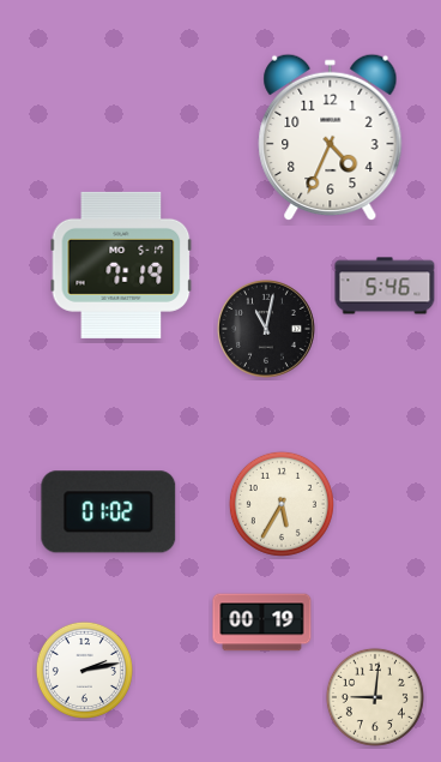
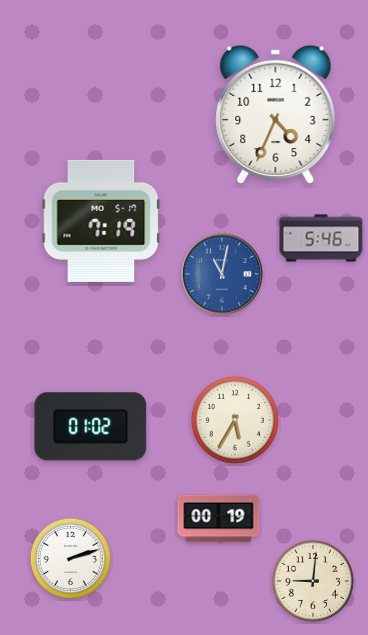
clock at (266, 329) dial: black -> blue
clock at (84, 670): 2:13 -> 2:12
